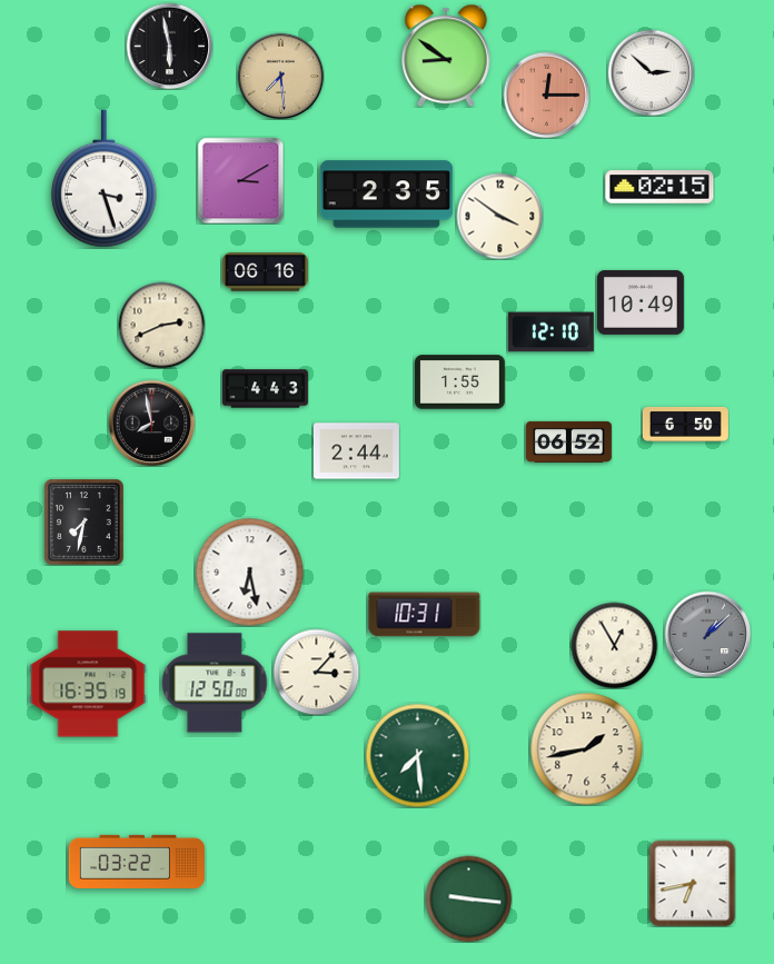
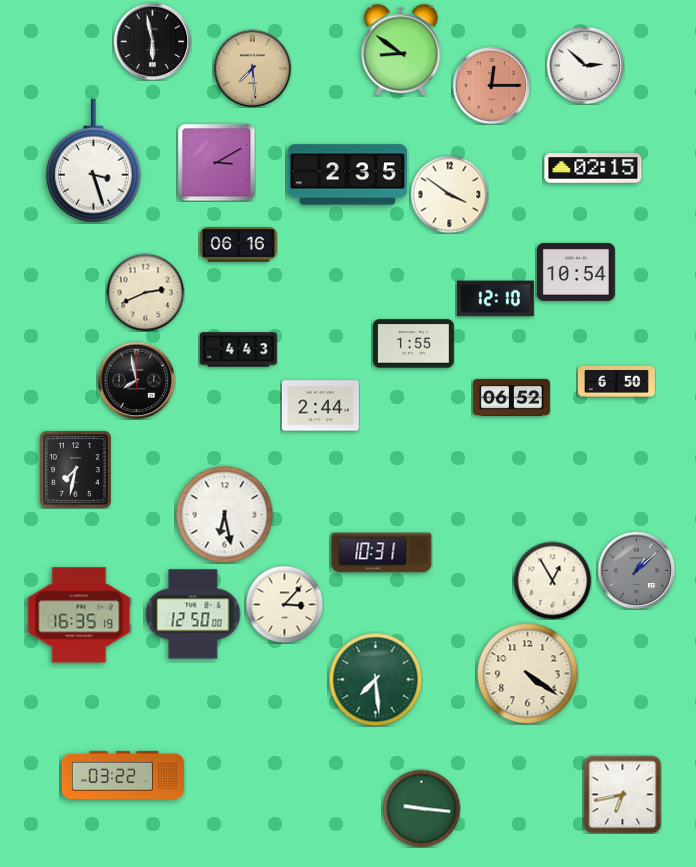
clock at (641, 302): 10:49 -> 10:54
clock at (587, 749): 1:43 -> 4:21
